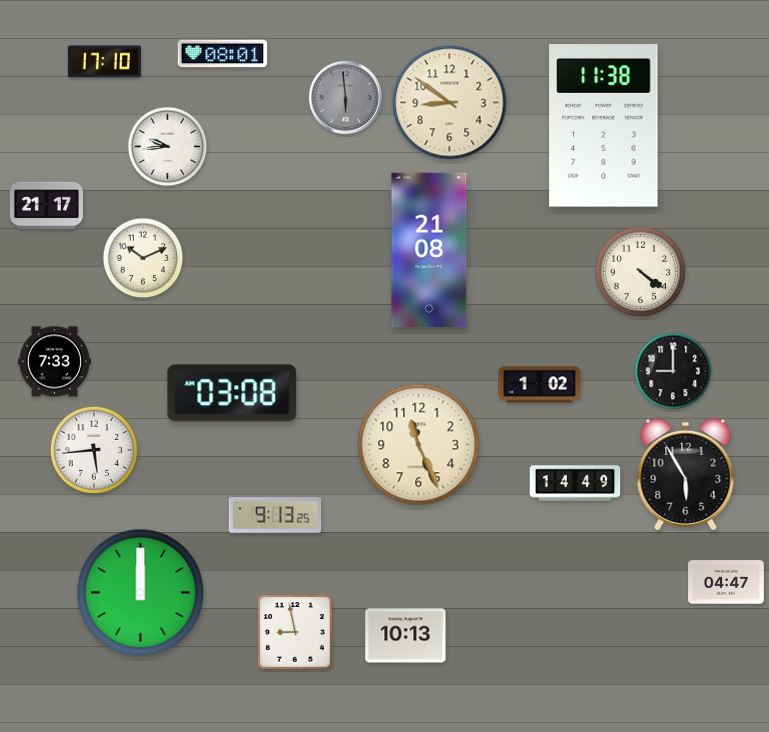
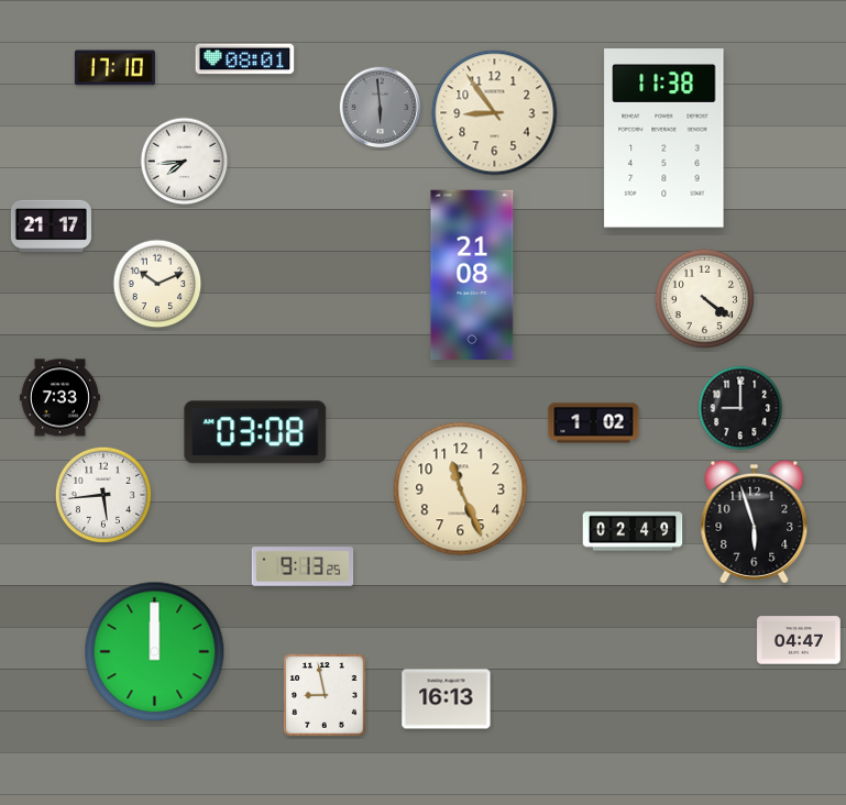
clock at (450, 103): 8:51 -> 8:54
clock at (168, 147): 9:44 -> 7:44
clock at (686, 475): 5:55 -> 5:57
clock at (575, 483): 14:49 -> 02:49
clock at (406, 636): 10:13 -> 16:13
